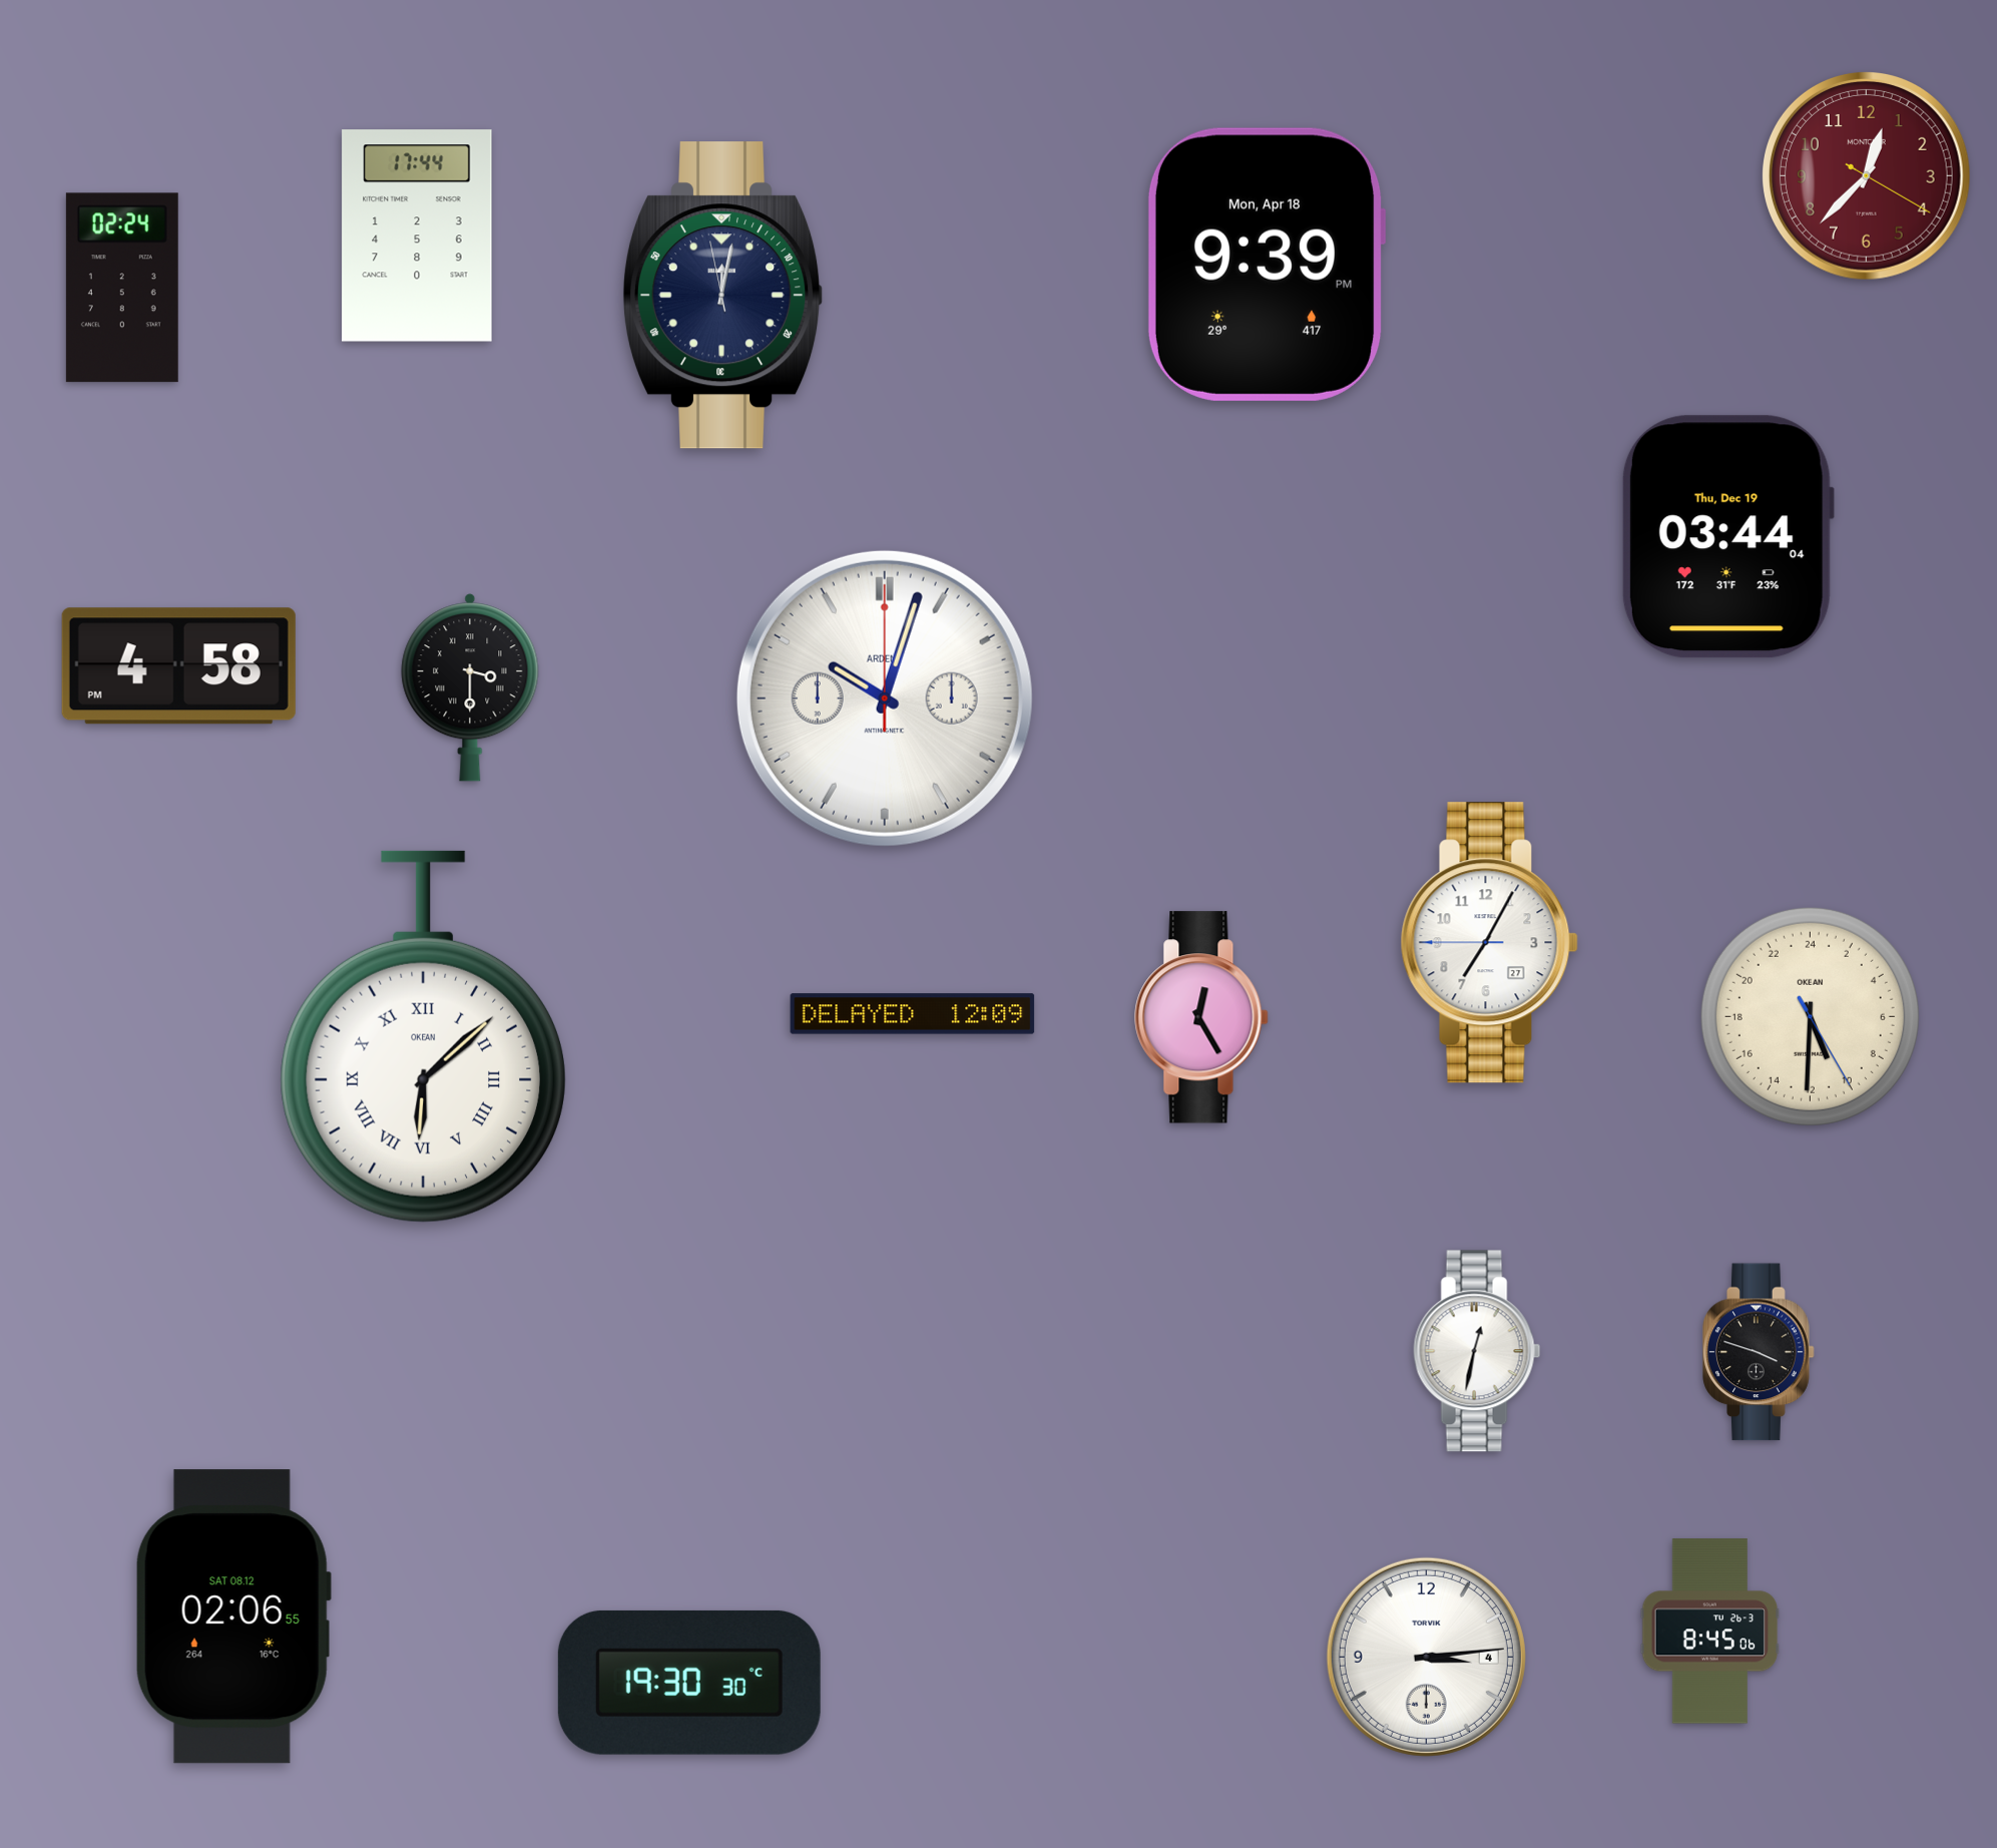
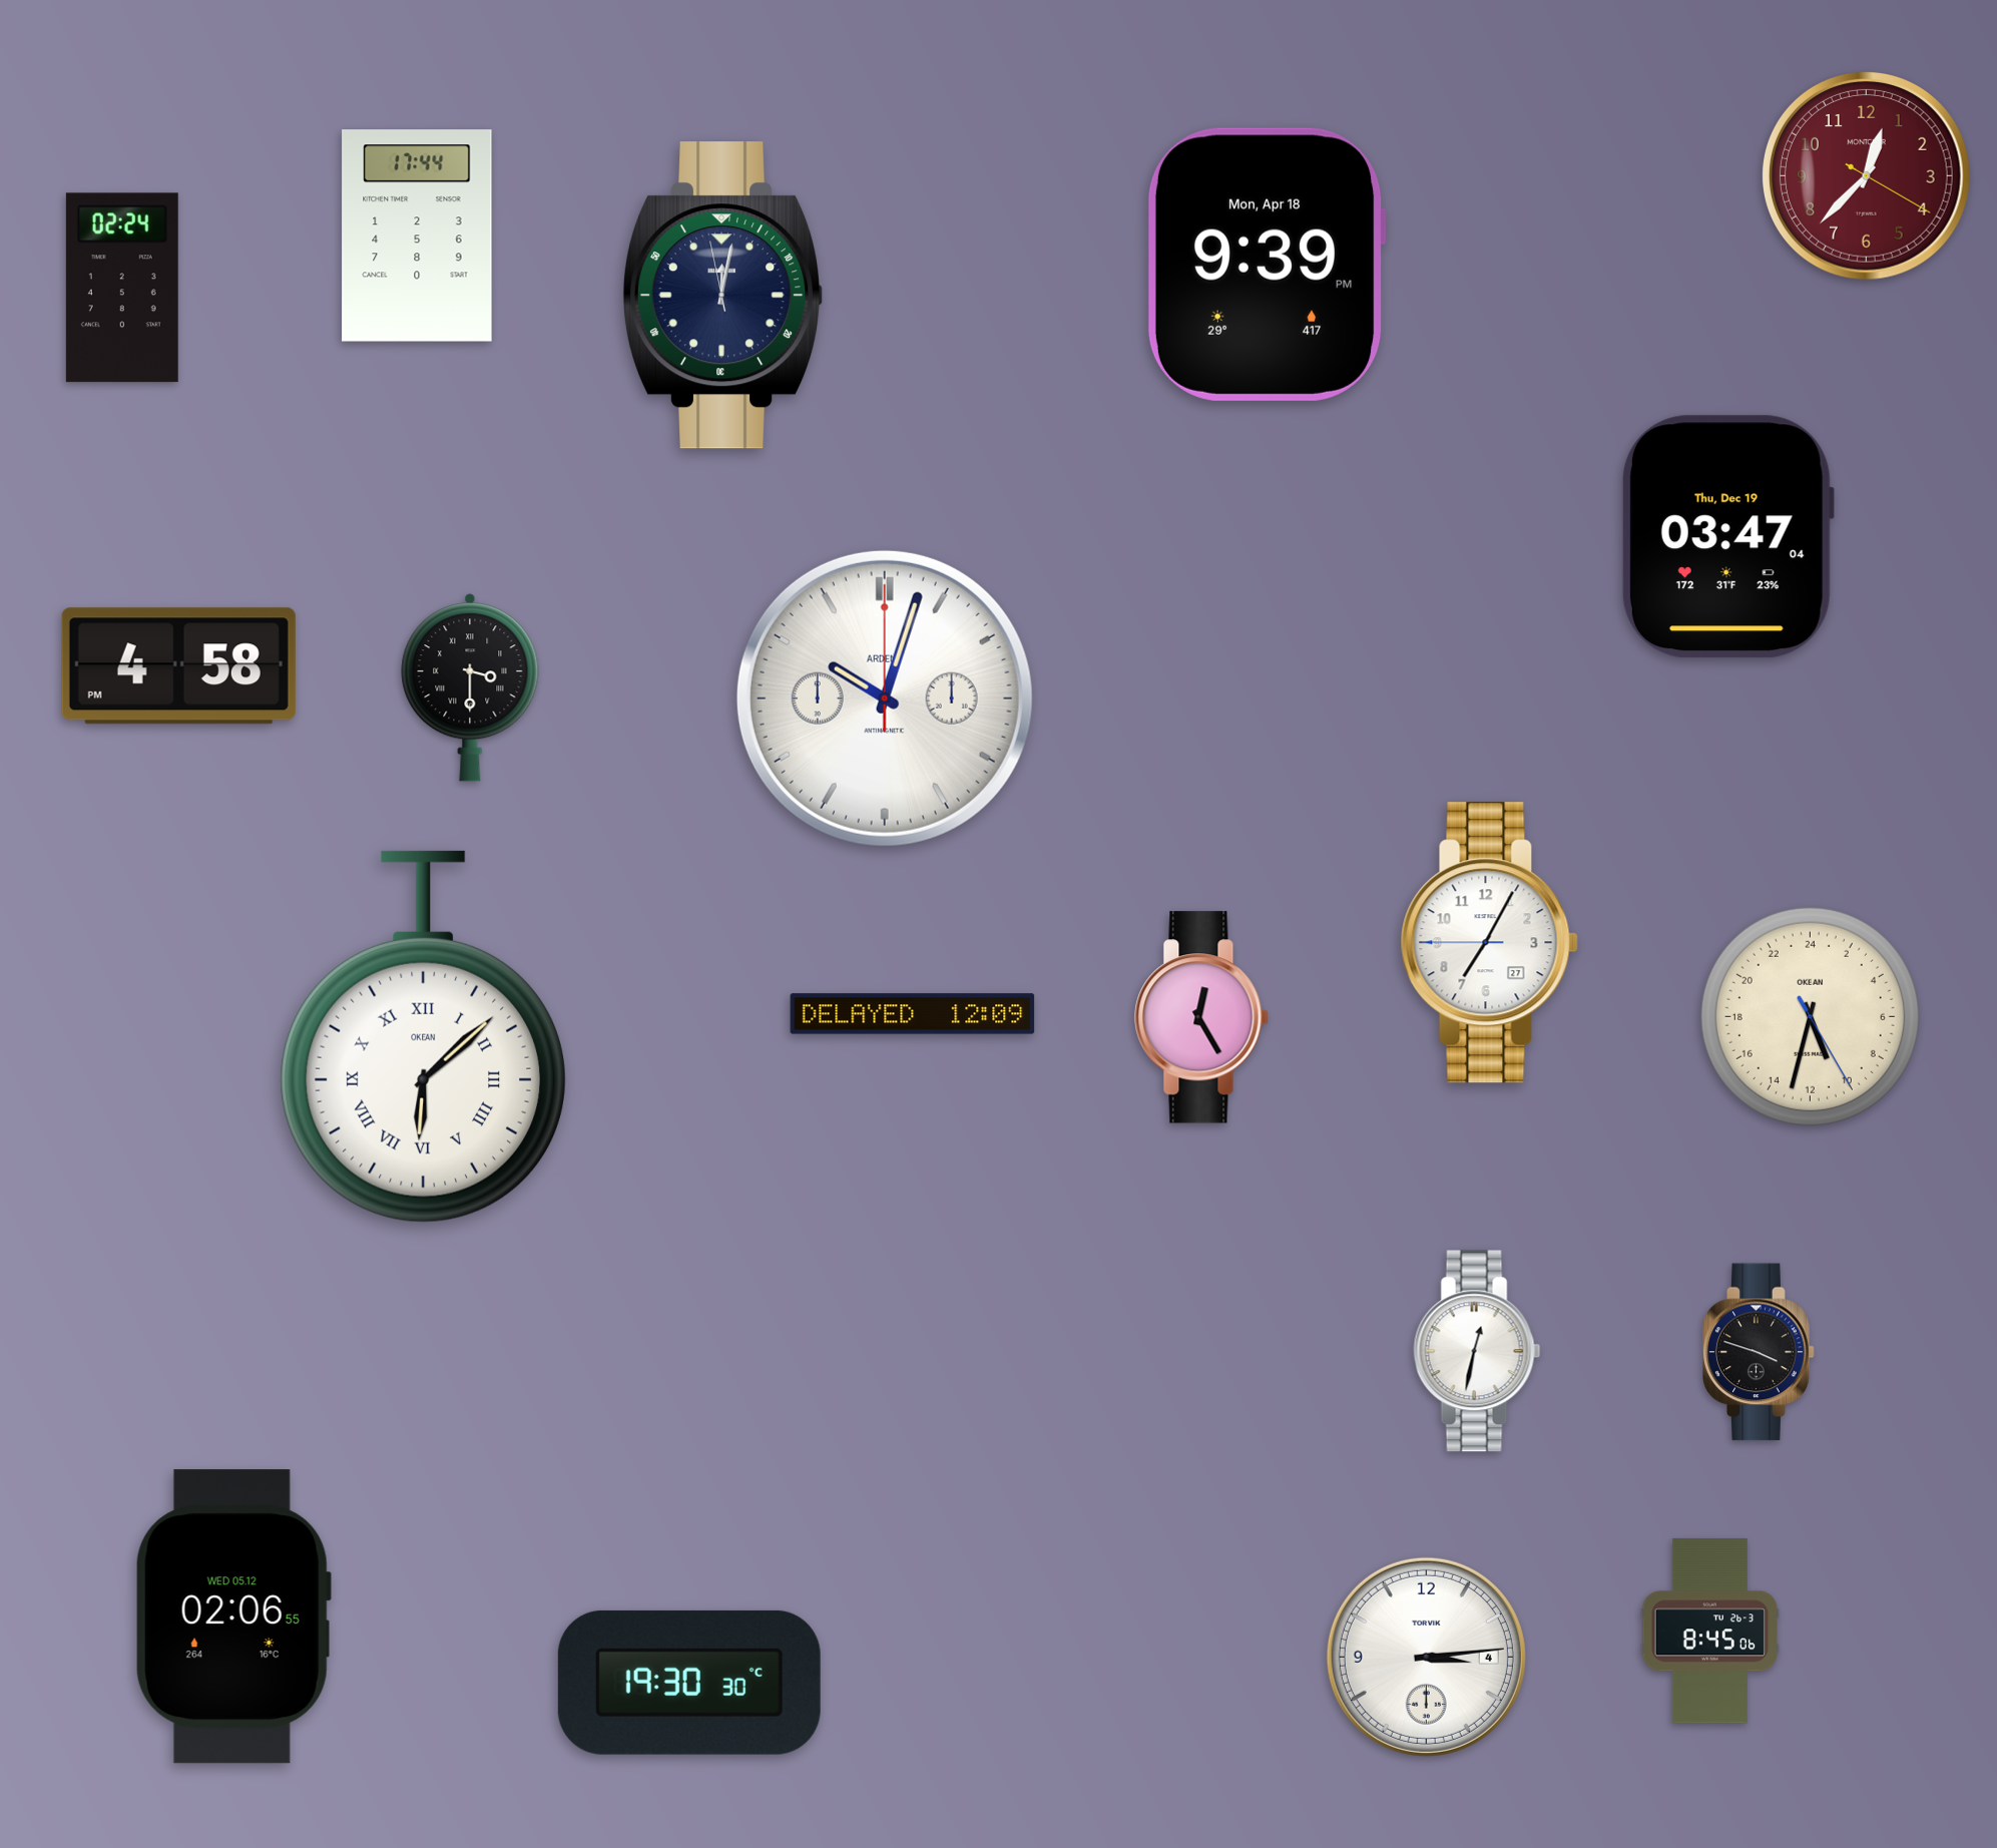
clock at (1727, 537): 03:44 -> 03:47
clock at (1810, 1016): 10:30 -> 10:32
clock at (233, 1616) date: SAT 08.12 -> WED 05.12
